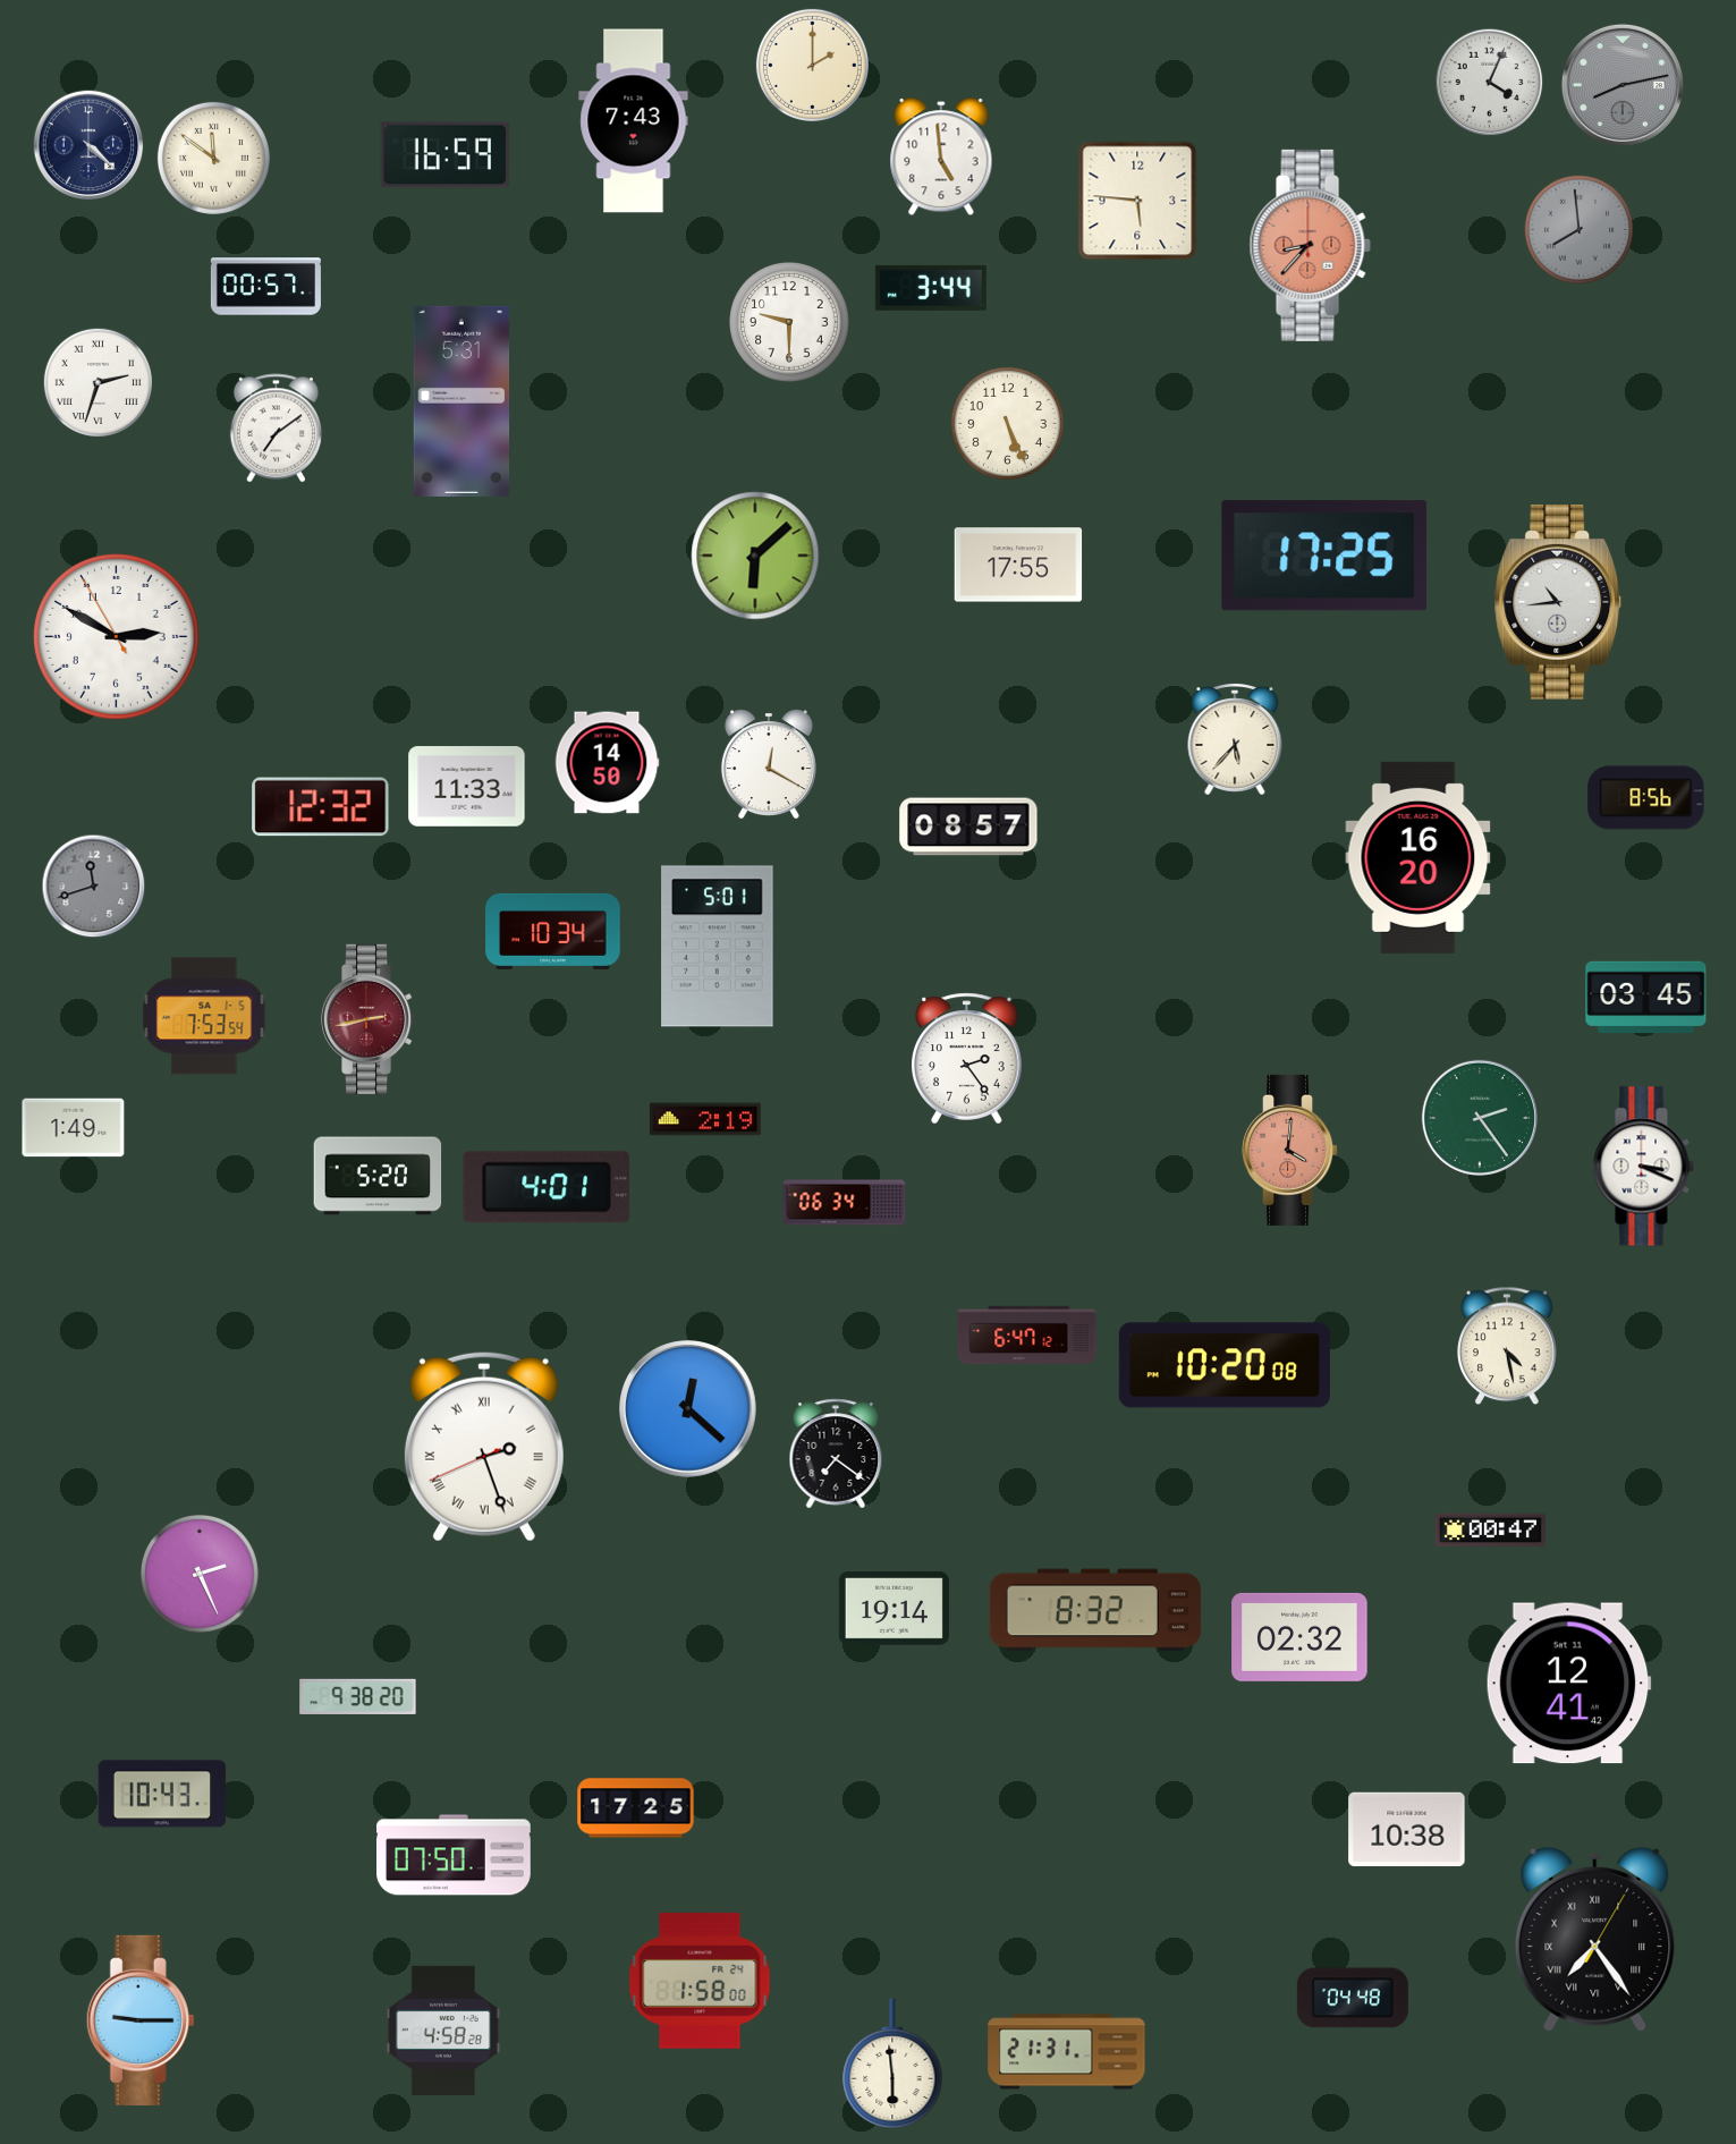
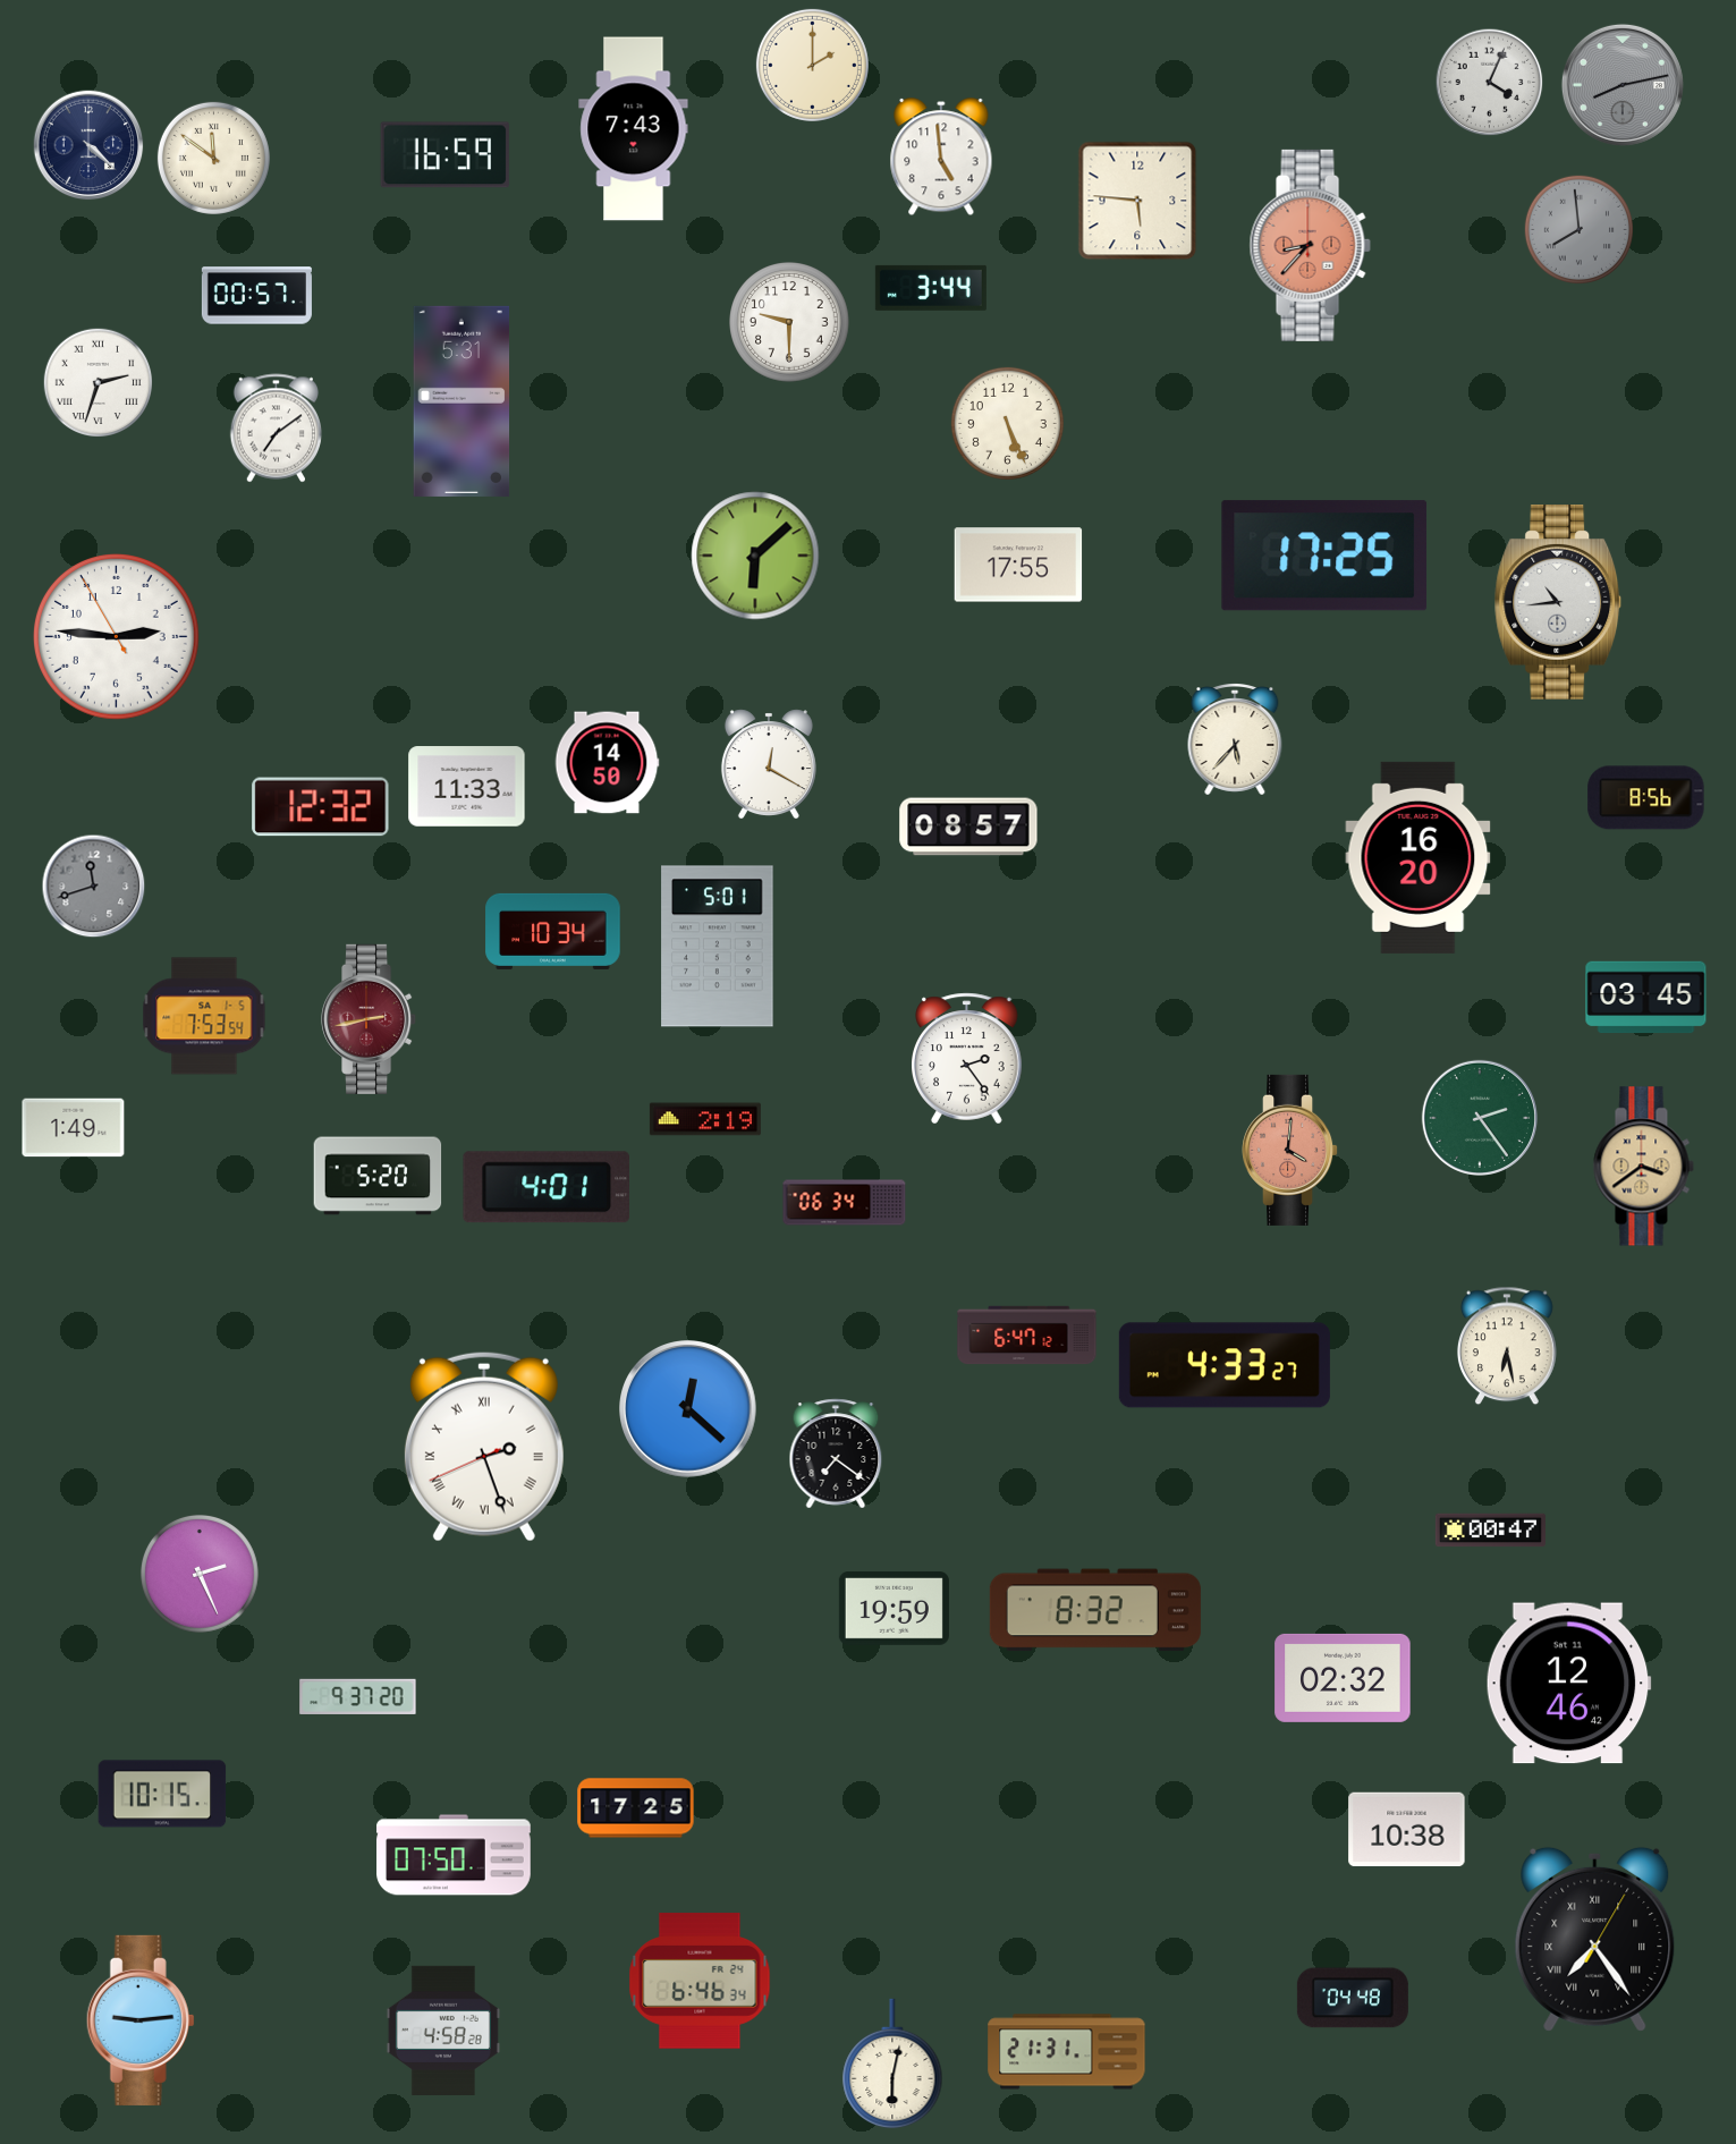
clock at (634, 121) position: (634, 121) -> (634, 129)
clock at (265, 287) position: (265, 287) -> (256, 296)
clock at (117, 637): 2:49 -> 2:45
clock at (1643, 1167): 3:19 -> 3:39
clock at (1643, 1167) dial: white -> champagne
clock at (1507, 1346): 4:28 -> 6:28
clock at (1225, 1365): 10:20 -> 4:33
clock at (894, 1609): 19:14 -> 19:59
clock at (1299, 1637) position: (1299, 1637) -> (1343, 1678)
clock at (1568, 1684): 12:41 -> 12:46
clock at (358, 1696): 9:38 -> 9:37
clock at (162, 1794): 10:43 -> 10:15
clock at (700, 1981): 1:58 -> 6:46
clock at (141, 2020): 9:15 -> 9:14
clock at (892, 2064): 5:59 -> 6:02
